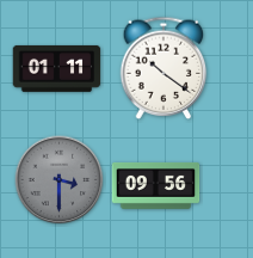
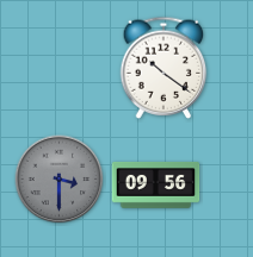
clock at (57, 68): 01:11 -> none
